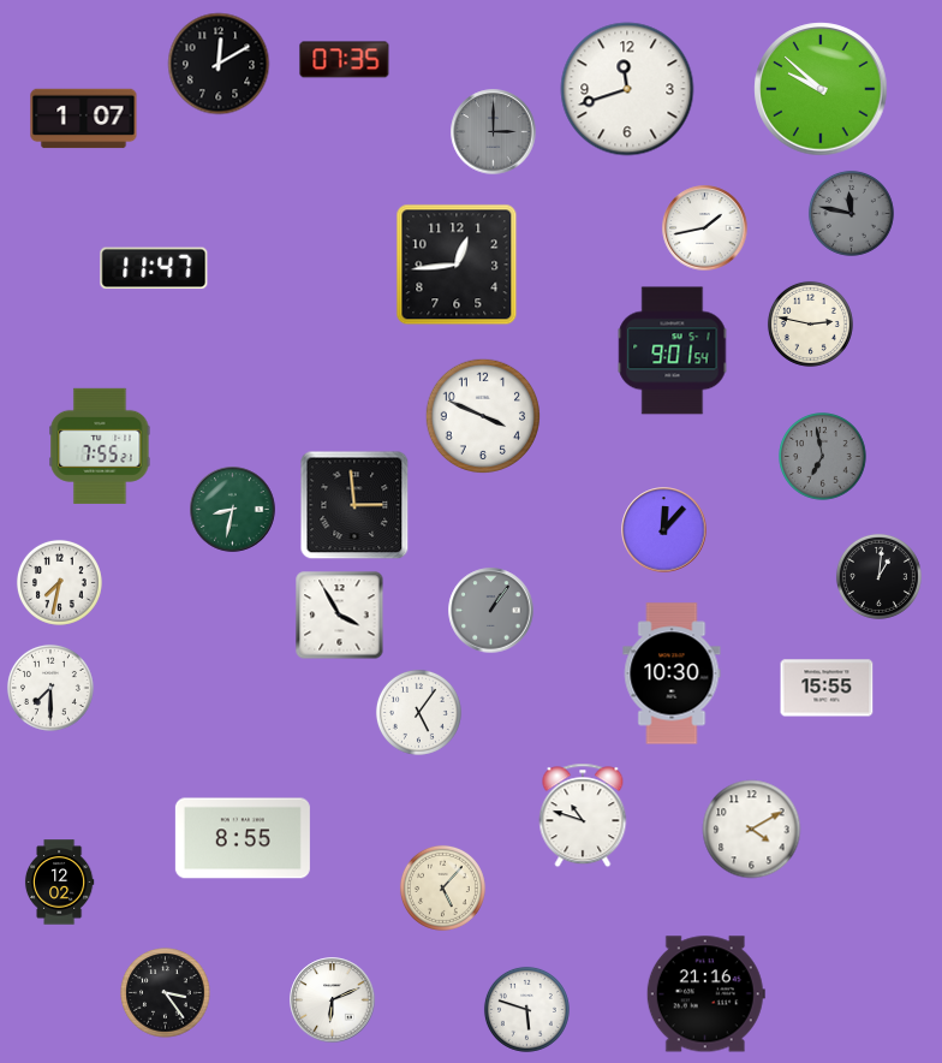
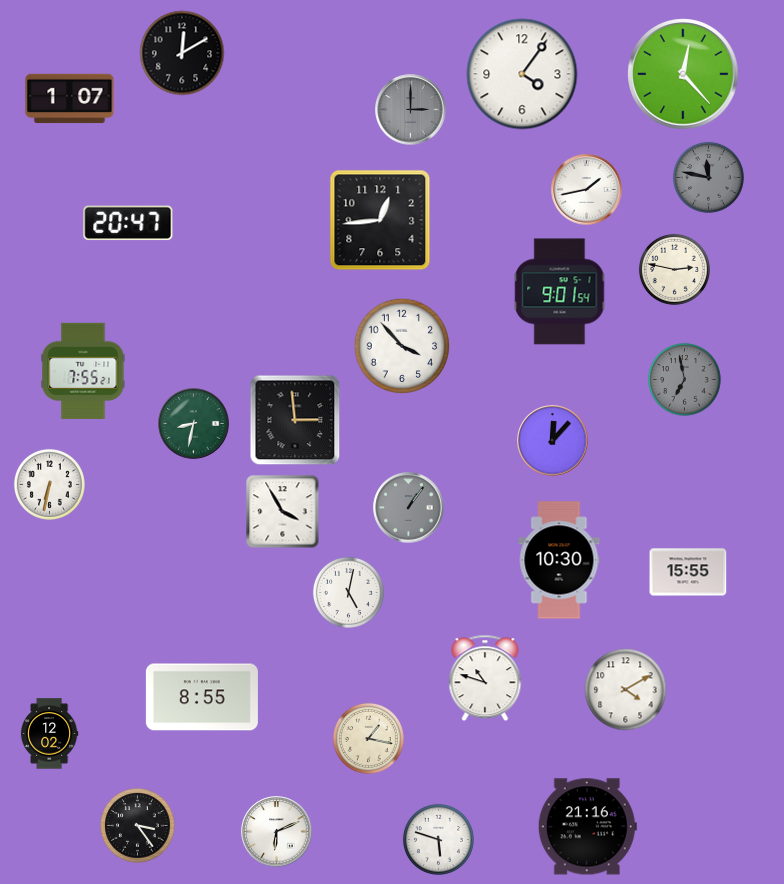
clock at (345, 60): 07:35 -> none
clock at (627, 89): 11:42 -> 4:06
clock at (821, 89): 9:52 -> 12:23
clock at (154, 268): 11:47 -> 20:47
clock at (483, 416): 3:49 -> 3:53
clock at (878, 576): 1:01 -> none
clock at (59, 582): 7:32 -> 6:32
clock at (50, 688): 7:30 -> none
clock at (418, 712): 5:06 -> 5:02
clock at (442, 887): 5:07 -> 1:17
